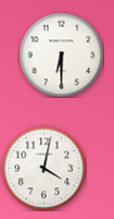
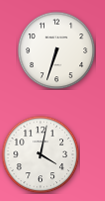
clock at (61, 54): 6:30 -> 6:33
